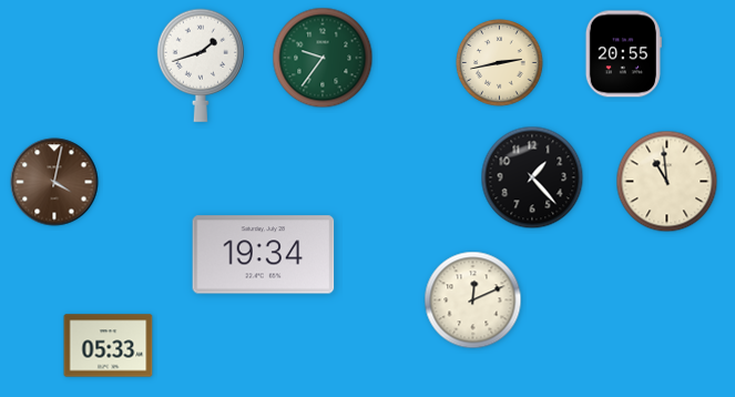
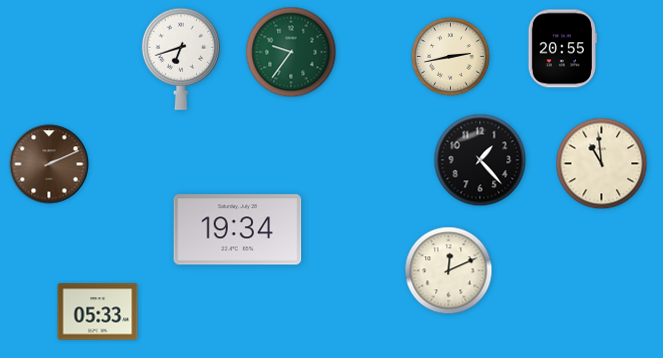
clock at (201, 65): 1:42 -> 6:42
clock at (54, 182): 4:02 -> 2:11
clock at (473, 301) position: (473, 301) -> (449, 271)
